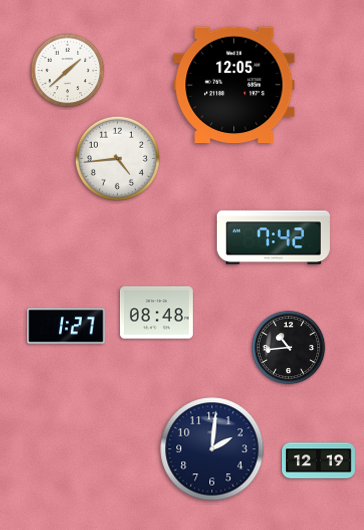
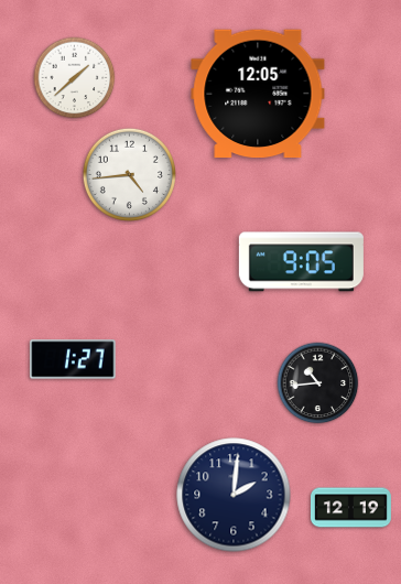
clock at (273, 238): 7:42 -> 9:05
clock at (156, 313): 08:48 -> none
